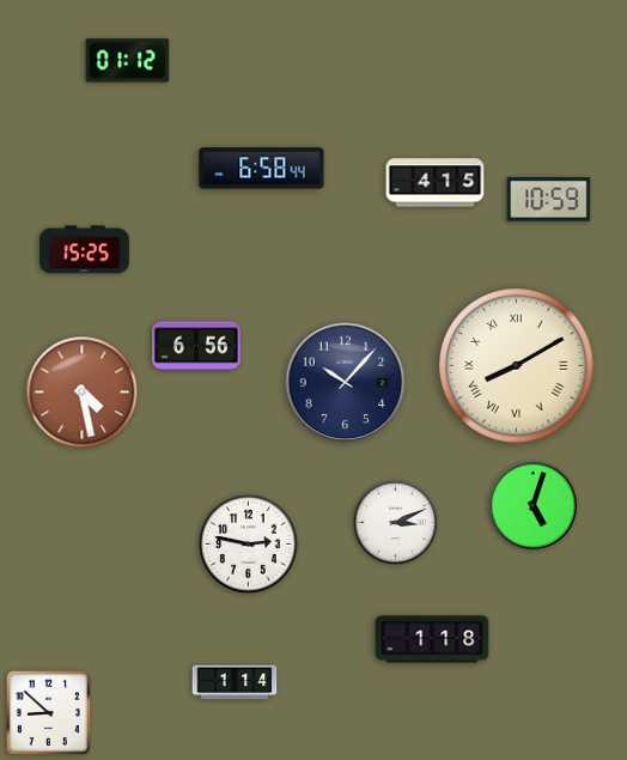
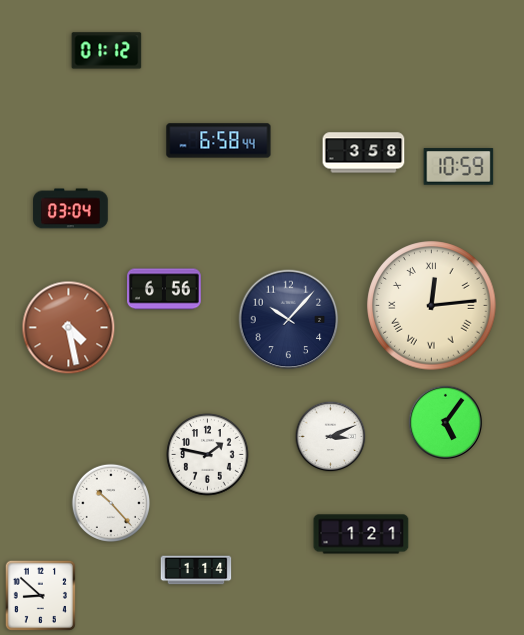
clock at (436, 183): 4:15 -> 3:58
clock at (85, 250): 15:25 -> 03:04
clock at (517, 366): 8:10 -> 12:14
clock at (532, 505): 5:03 -> 5:06
clock at (249, 545): 2:47 -> 1:47
clock at (110, 502): none -> 10:23
clock at (432, 639): 1:18 -> 1:21
